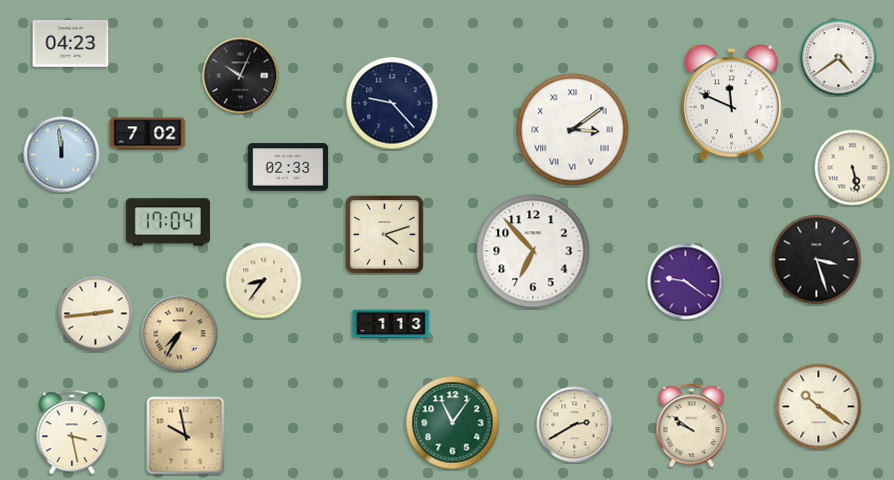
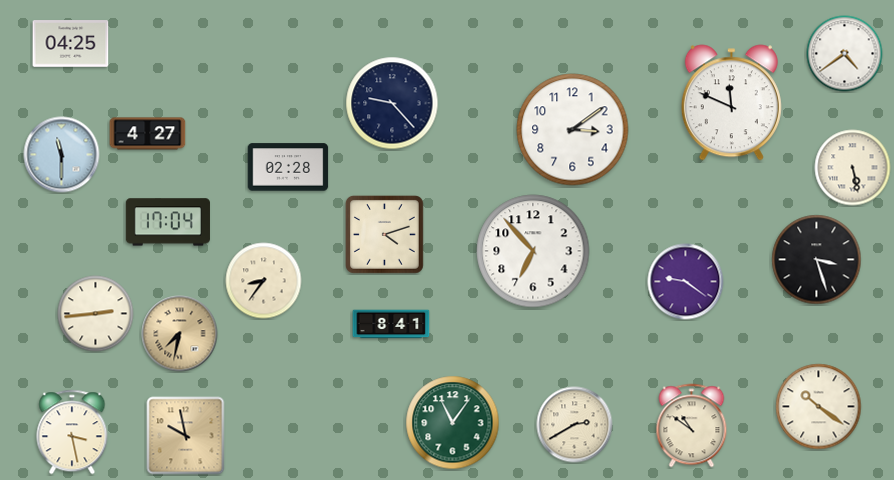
clock at (71, 44): 04:23 -> 04:25
clock at (839, 58) position: (839, 58) -> (845, 54)
clock at (241, 76): 10:04 -> none
clock at (573, 130) numerals: Roman -> Arabic
clock at (148, 134): 7:02 -> 4:27
clock at (62, 155): 11:59 -> 11:30
clock at (288, 167): 02:33 -> 02:28
clock at (391, 324): 1:13 -> 8:41
clock at (180, 334): 7:35 -> 7:32
clock at (692, 426): 9:51 -> 10:51
